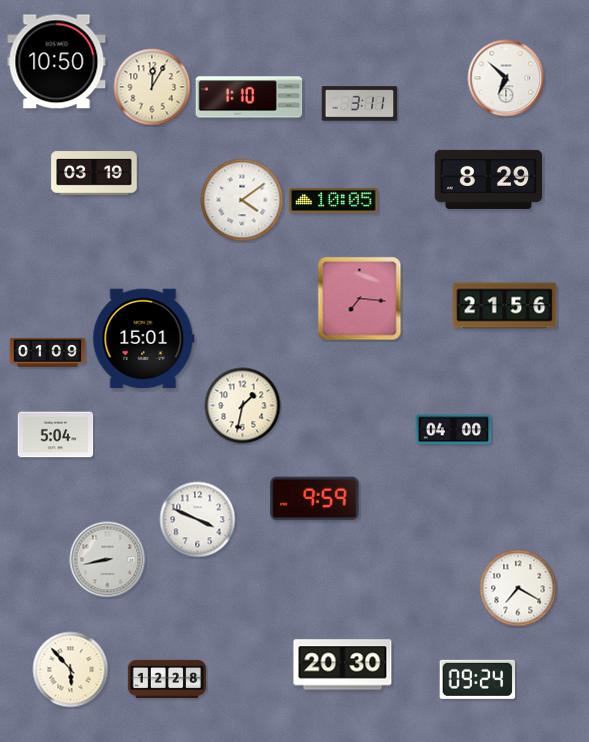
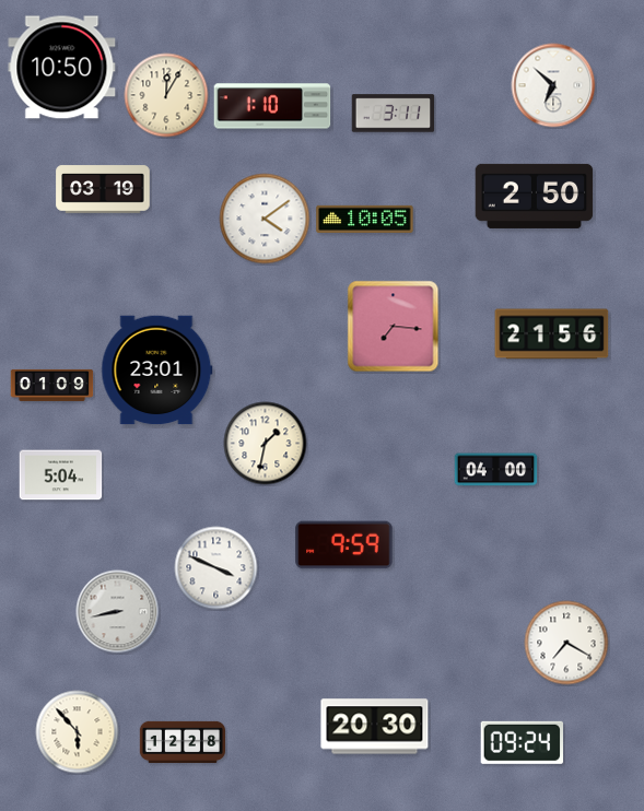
clock at (489, 179): 8:29 -> 2:50
clock at (144, 339): 15:01 -> 23:01
